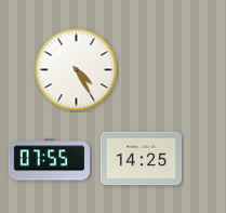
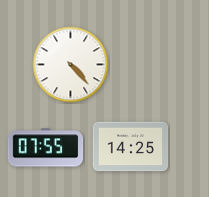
clock at (77, 70): 4:25 -> 4:23
